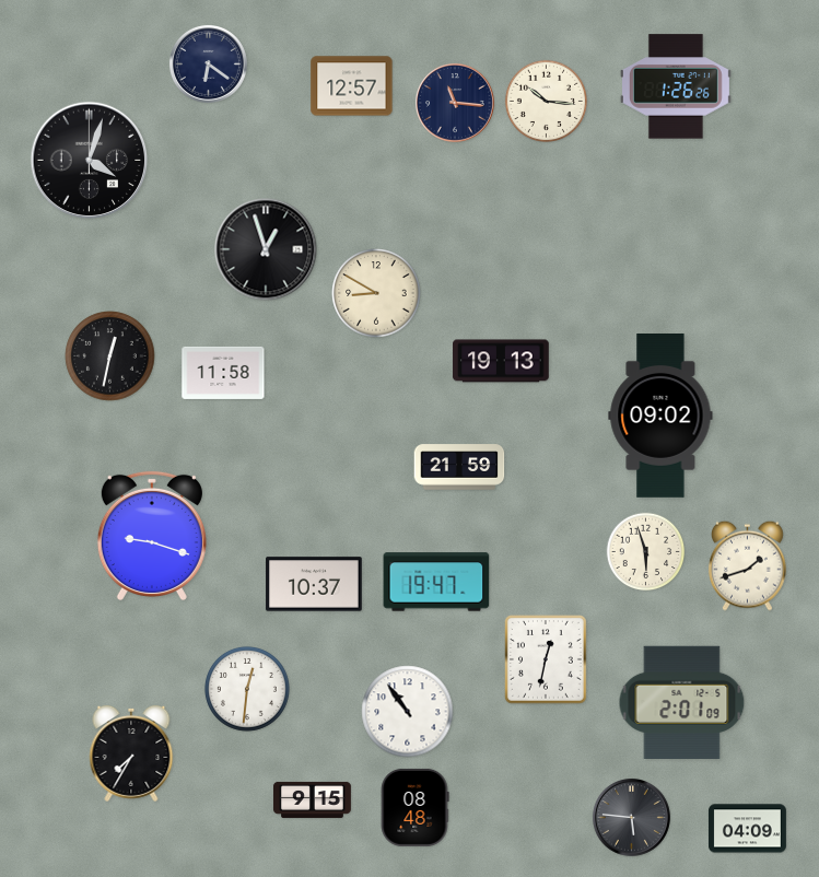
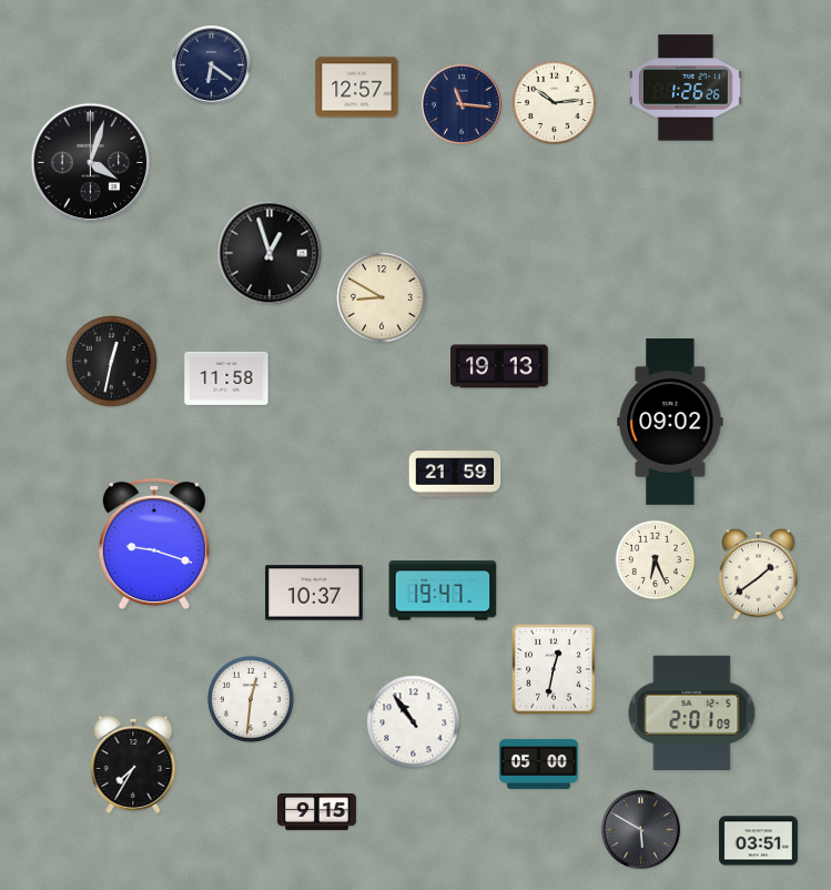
clock at (546, 101): 10:16 -> 10:14
clock at (501, 361) position: (501, 361) -> (499, 366)
clock at (459, 467) position: (459, 467) -> (455, 474)
clock at (646, 552): 5:57 -> 6:26
clock at (747, 565): 1:42 -> 1:39
clock at (314, 584) position: (314, 584) -> (314, 593)
clock at (538, 763): none -> 05:00
clock at (414, 807): 08:48 -> none
clock at (631, 817): 5:46 -> 5:50
clock at (747, 829): 04:09 -> 03:51
